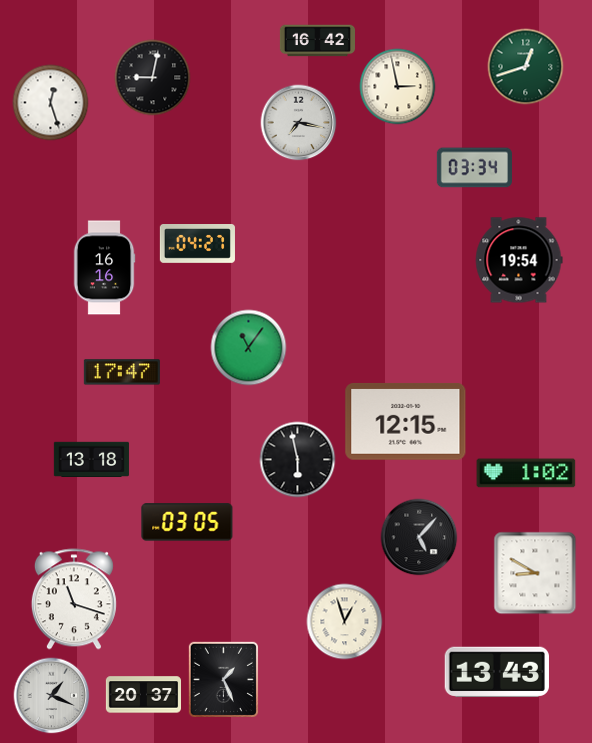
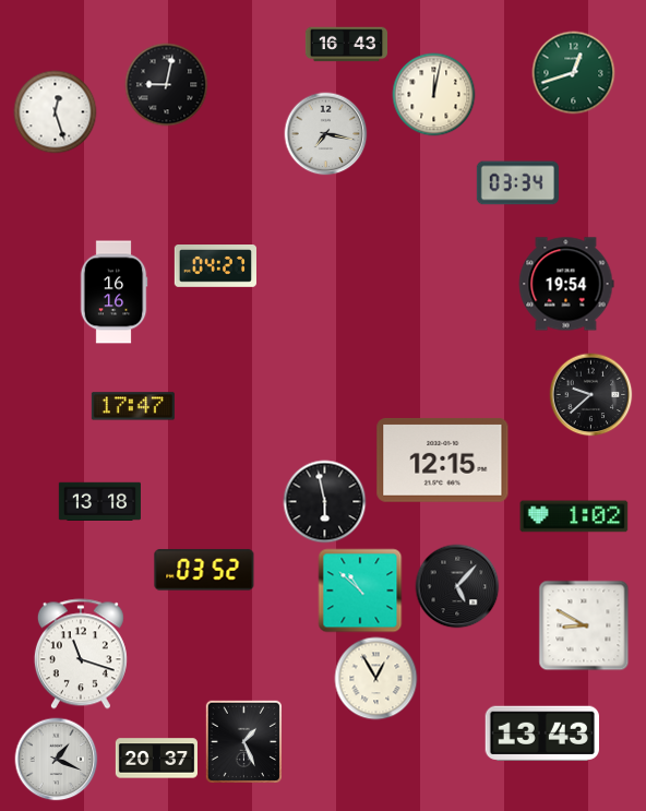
clock at (317, 41): 16:42 -> 16:43
clock at (398, 87): 2:58 -> 12:02
clock at (249, 348): 11:06 -> none
clock at (591, 395): none -> 9:38
clock at (187, 522): 03:05 -> 03:52
clock at (360, 591): none -> 10:52
clock at (345, 622): 12:57 -> 12:55
